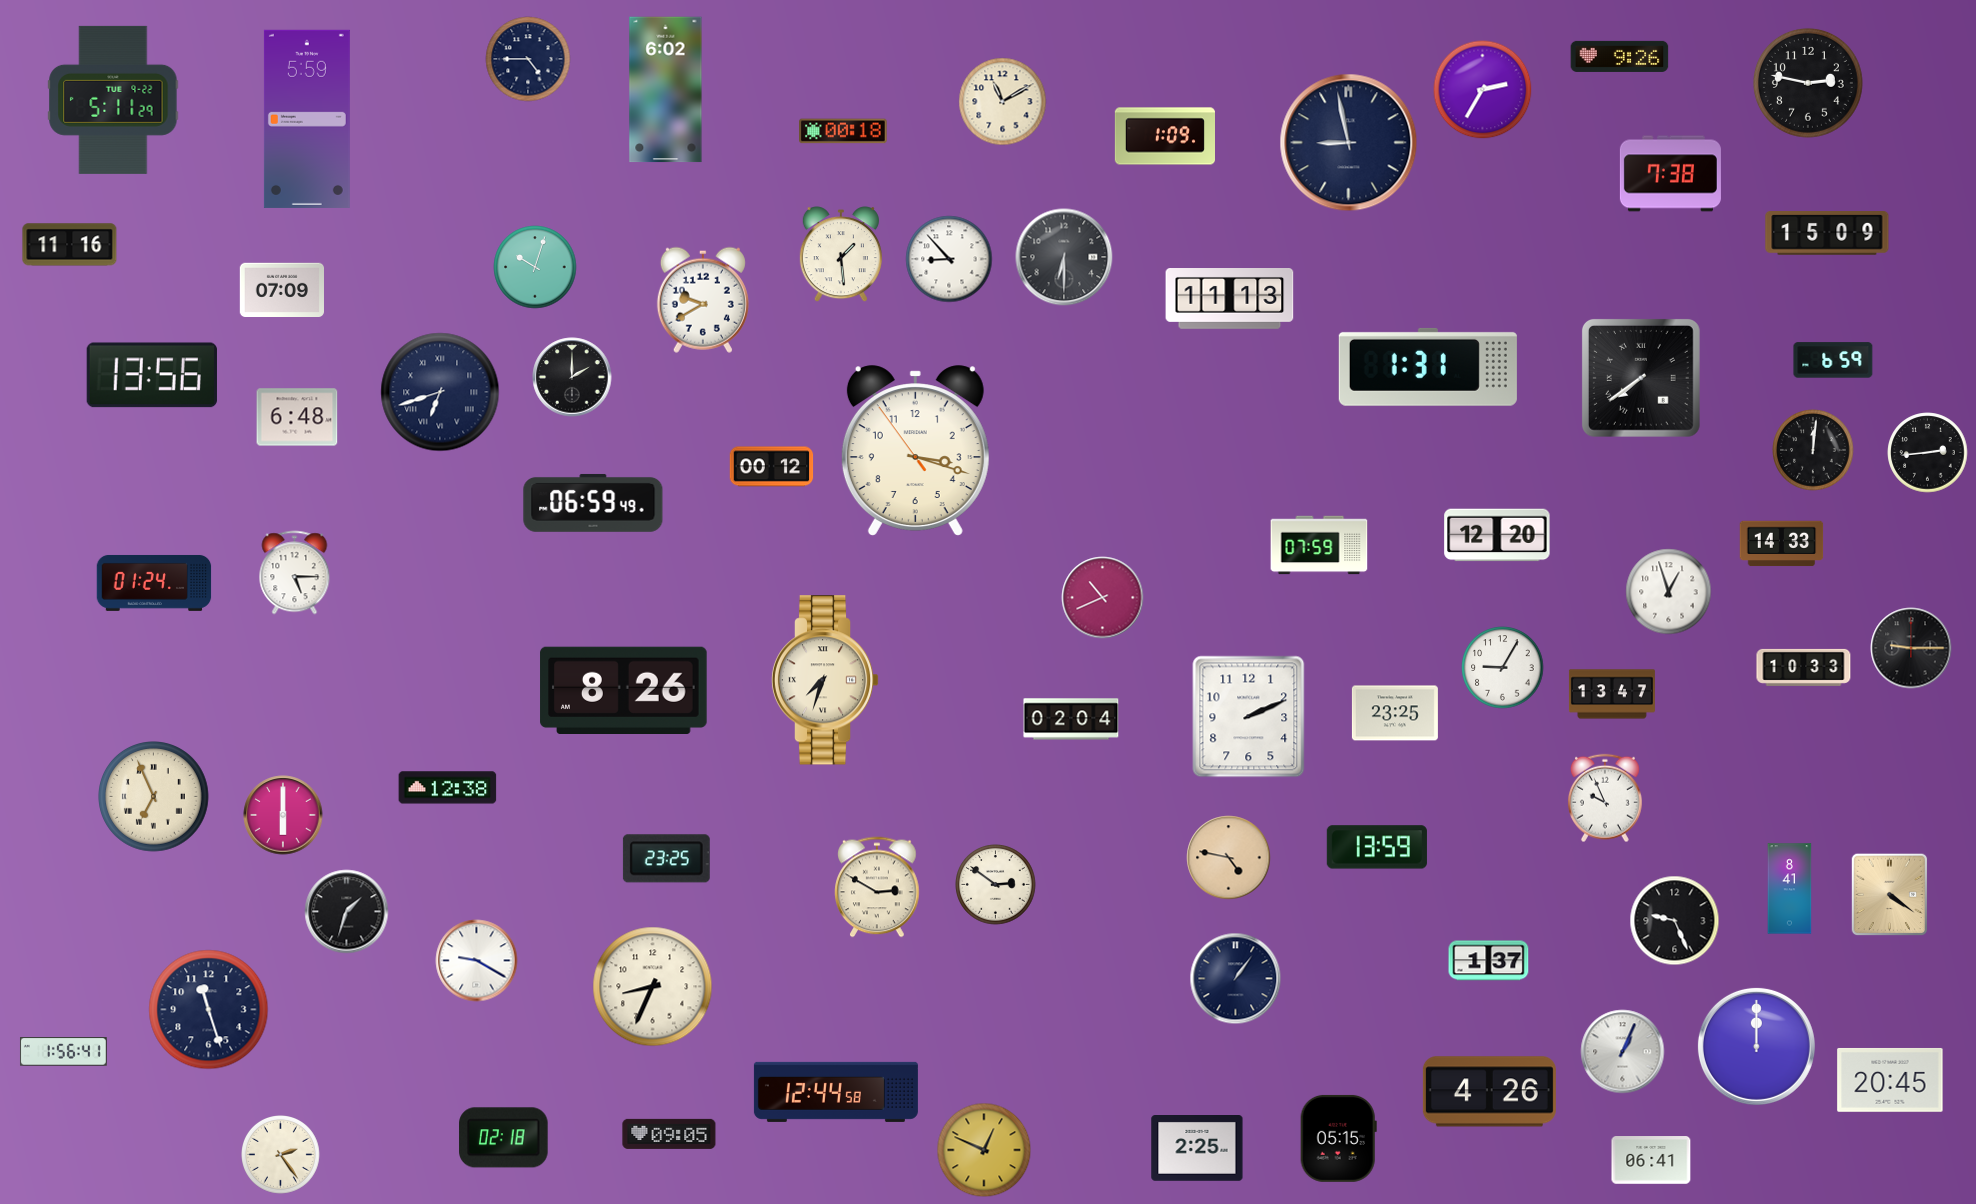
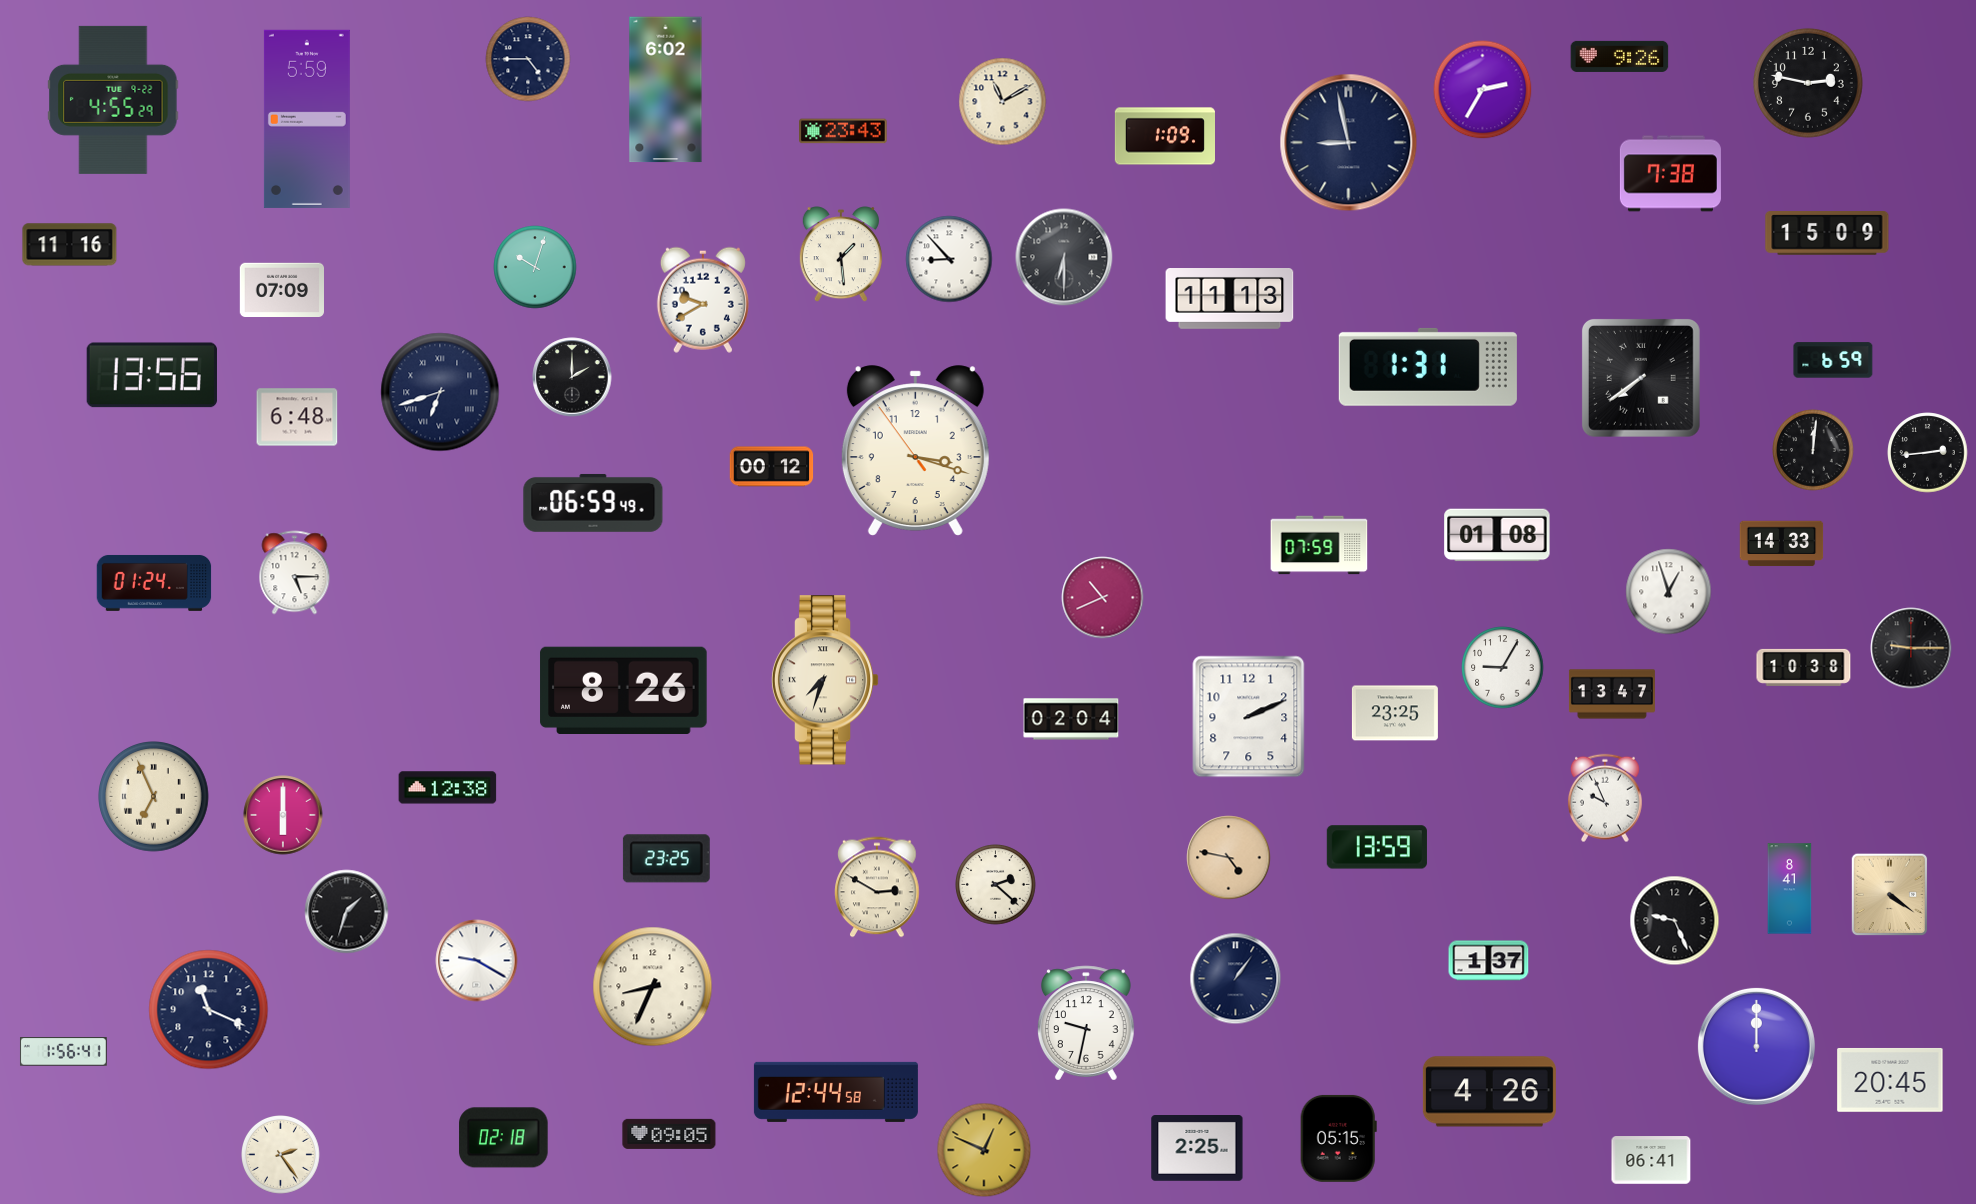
clock at (113, 100): 5:11 -> 4:55
clock at (843, 131): 00:18 -> 23:43
clock at (1497, 535): 12:20 -> 01:08
clock at (1804, 667): 10:33 -> 10:38
clock at (996, 885): 2:51 -> 2:22
clock at (209, 1010): 11:27 -> 11:19
clock at (1087, 1023): none -> 9:32
clock at (1623, 1052): 1:04 -> none
